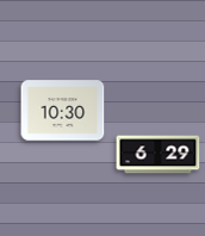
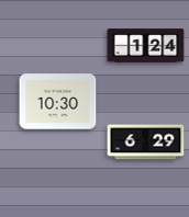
clock at (146, 46): none -> 1:24
